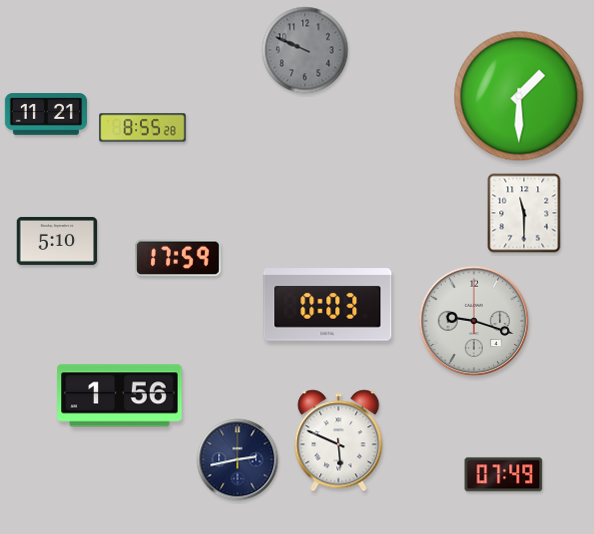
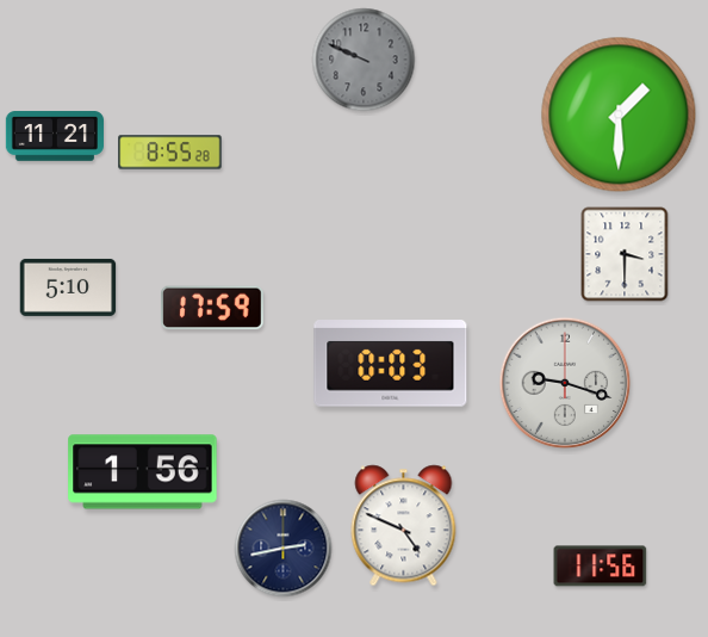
clock at (524, 213): 11:30 -> 3:30
clock at (339, 441): 5:49 -> 4:49
clock at (504, 475): 07:49 -> 11:56
